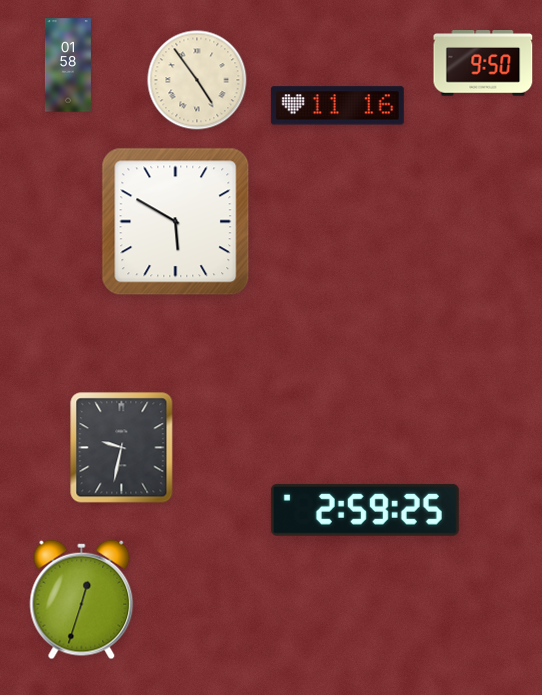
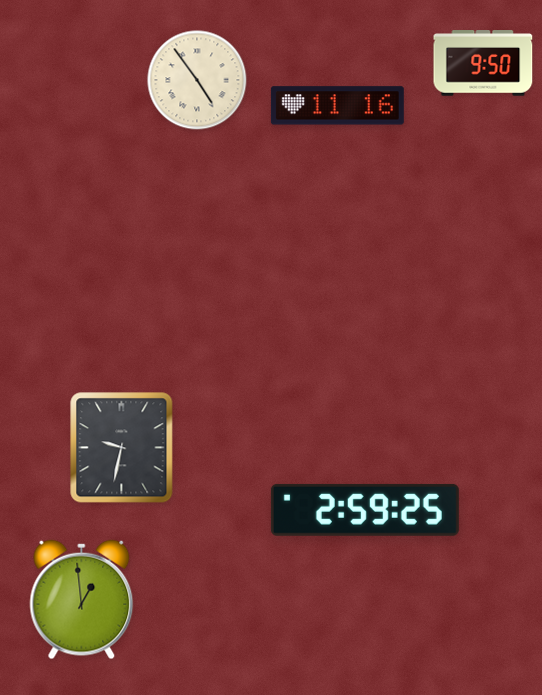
clock at (68, 65): 01:58 -> none
clock at (176, 222): 5:50 -> none
clock at (82, 600): 12:33 -> 12:59
